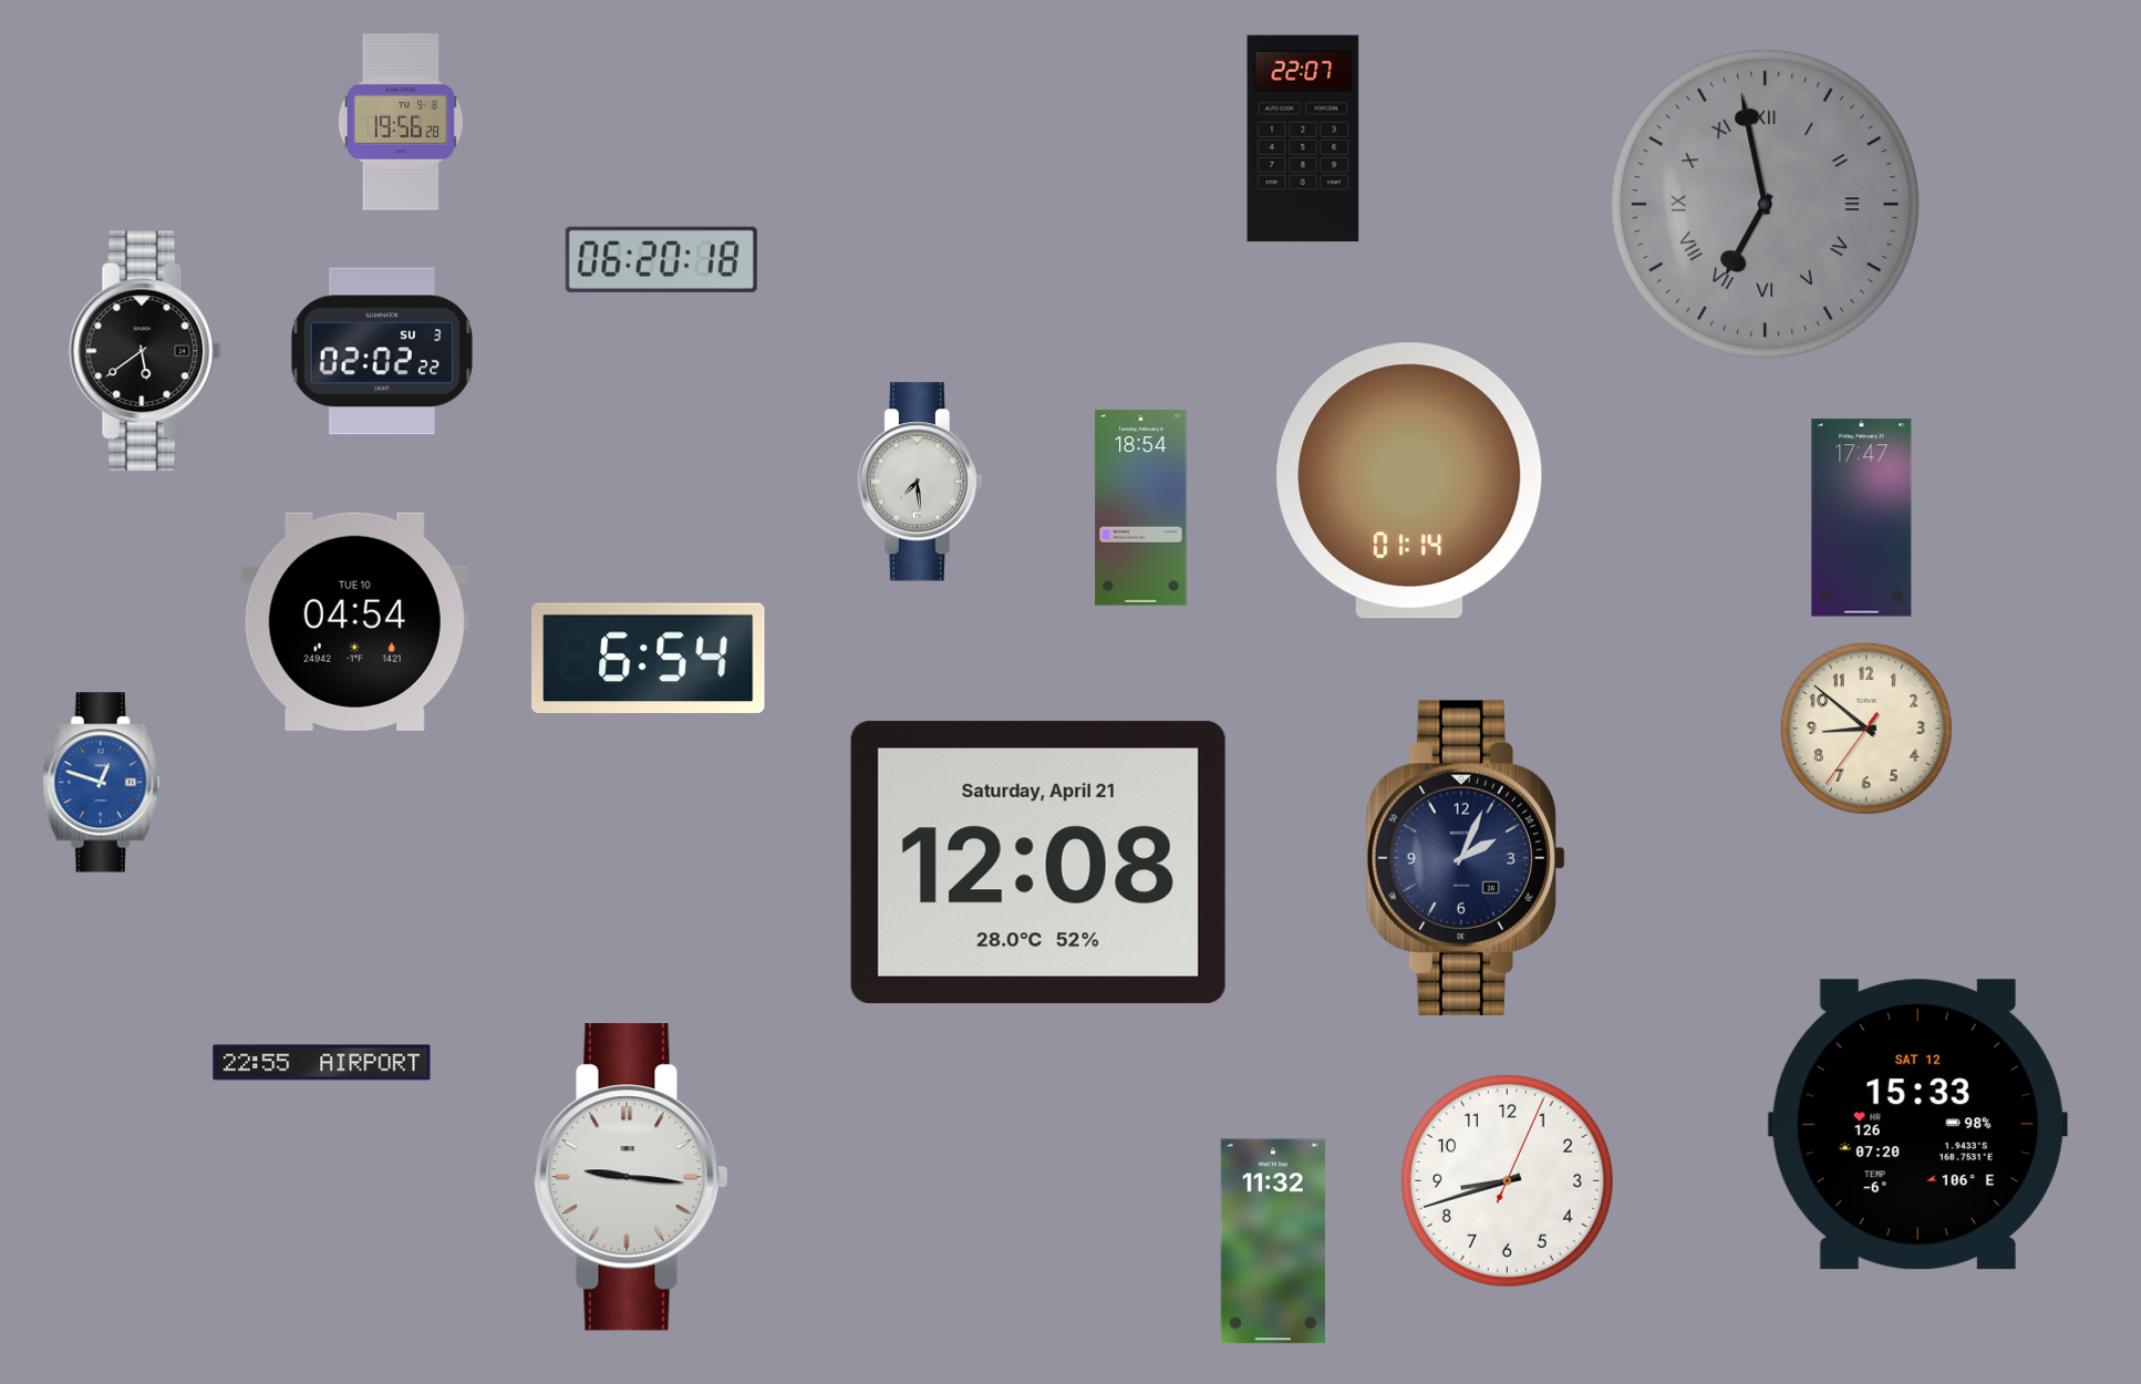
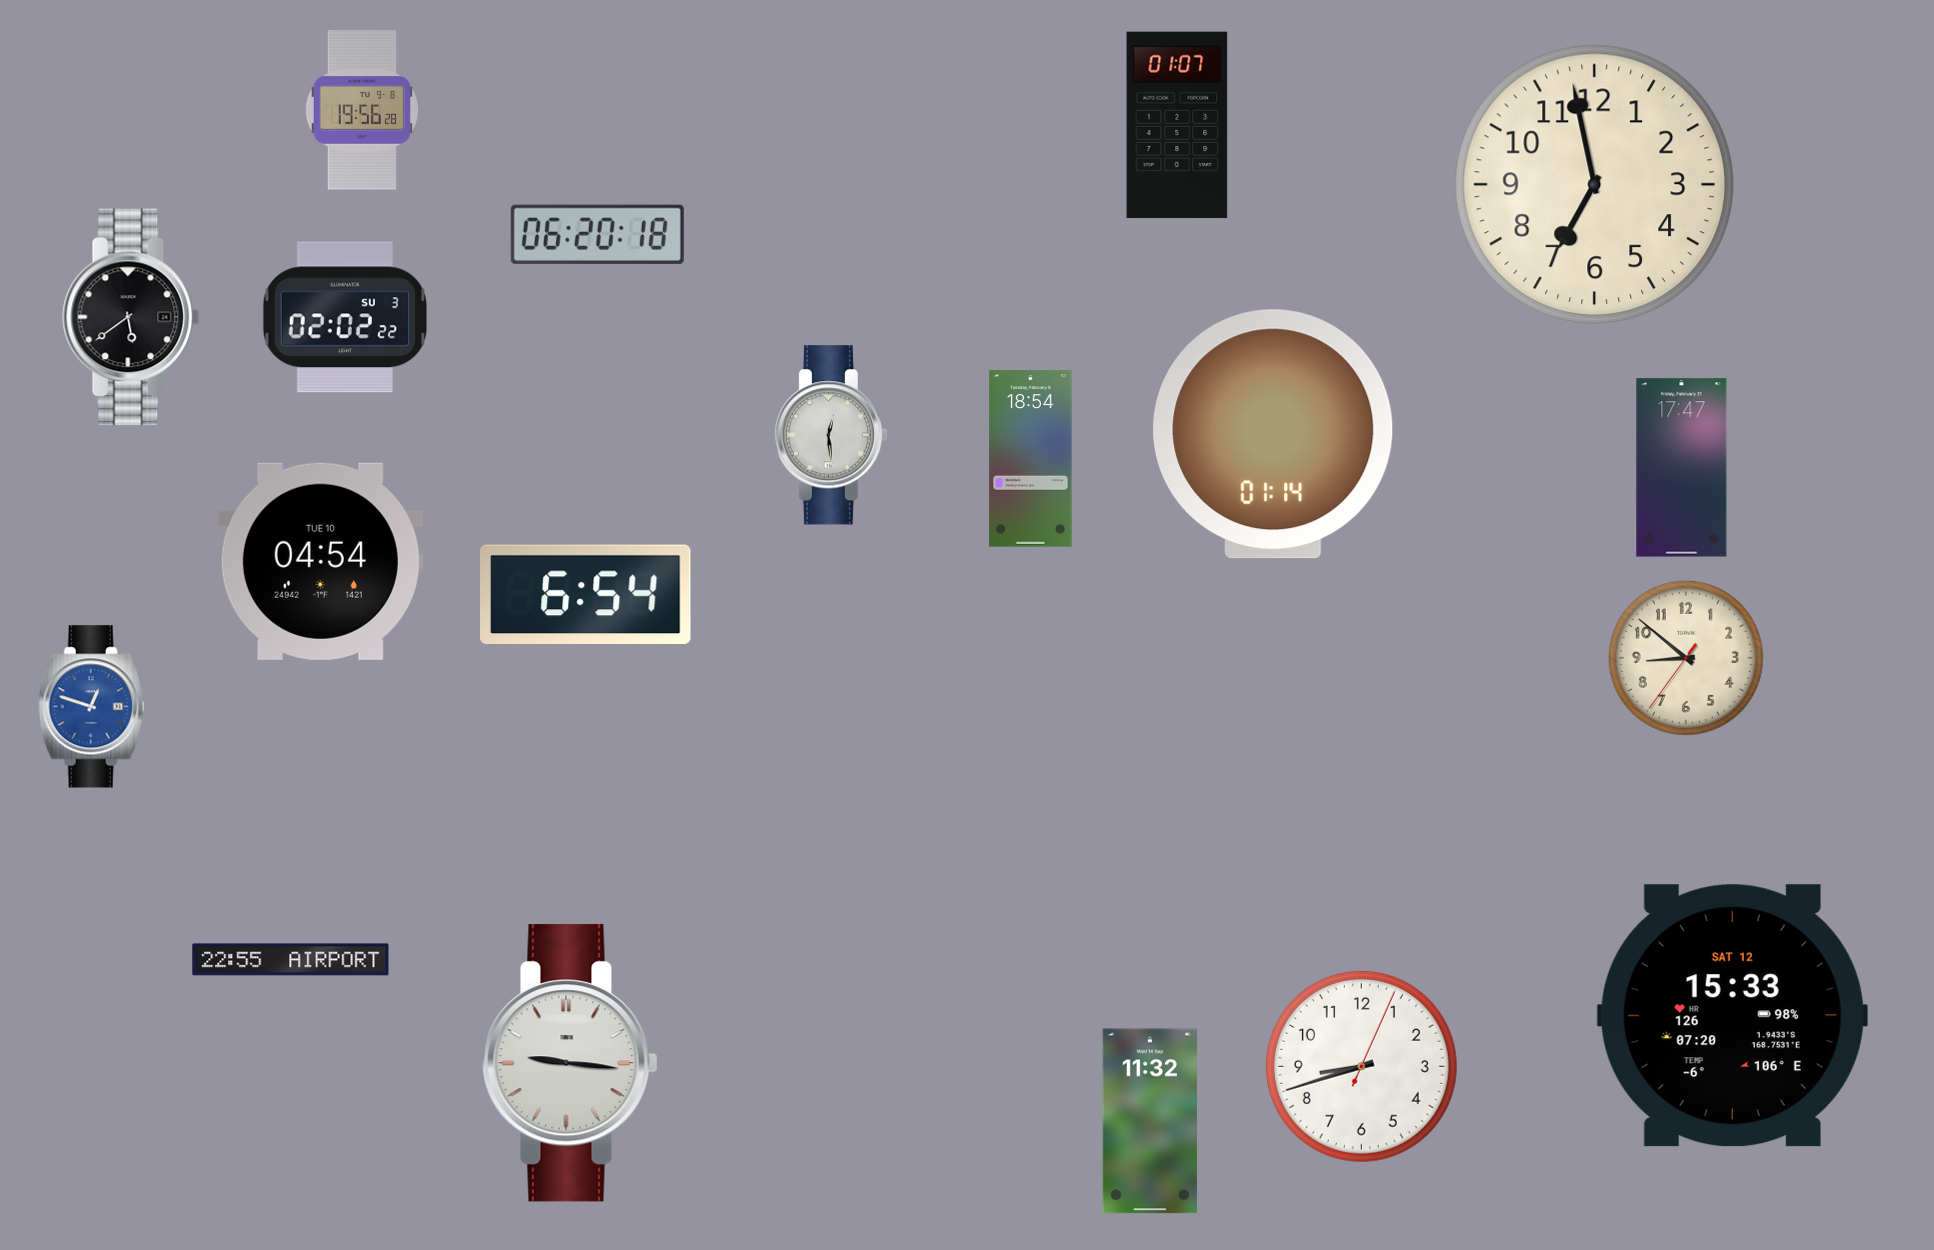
clock at (1303, 138): 22:07 -> 01:07
clock at (1765, 204) dial: grey -> cream
clock at (1765, 204) numerals: Roman -> Arabic
clock at (920, 482): 7:29 -> 12:29
clock at (1465, 858): 2:04 -> none
clock at (1038, 863): 12:08 -> none
